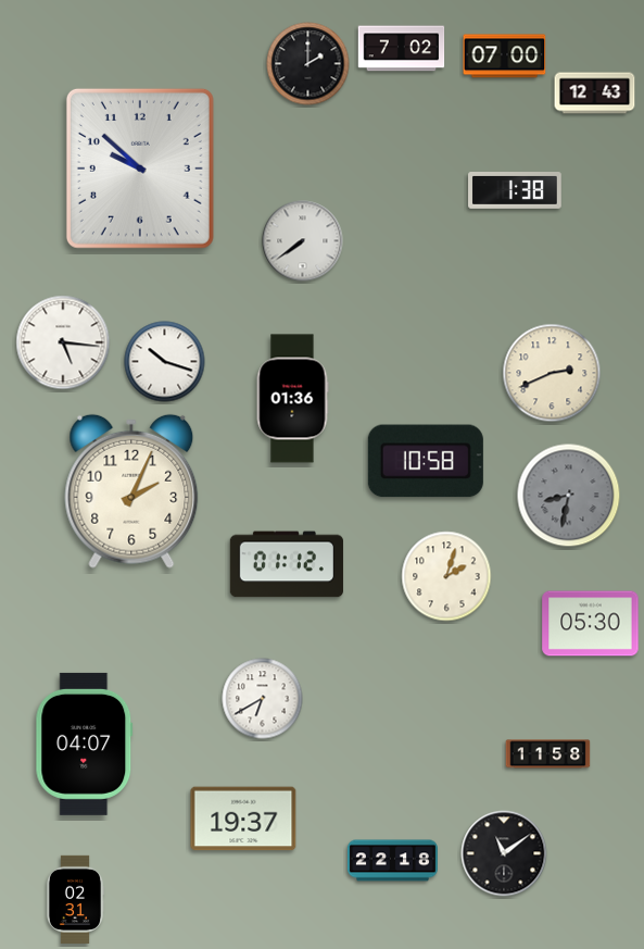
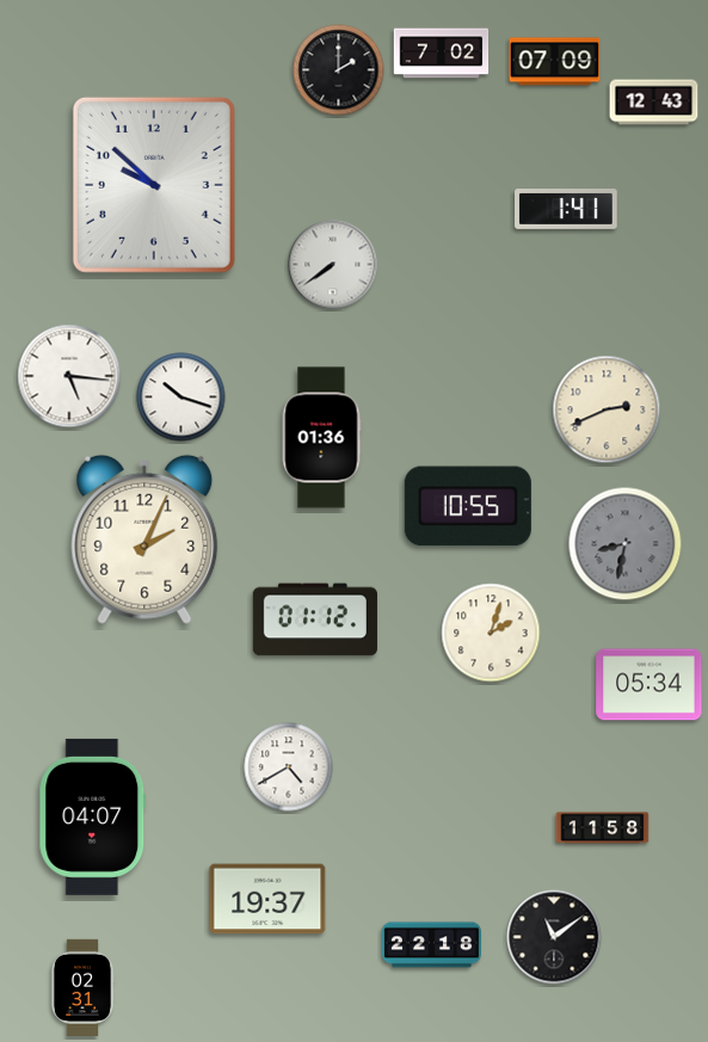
clock at (505, 57): 07:00 -> 07:09
clock at (515, 191): 1:38 -> 1:41
clock at (426, 461): 10:58 -> 10:55
clock at (591, 624): 05:30 -> 05:34
clock at (263, 699): 6:40 -> 4:40
